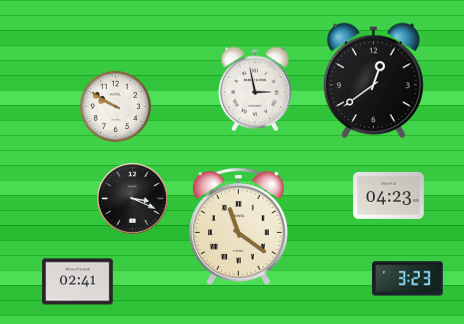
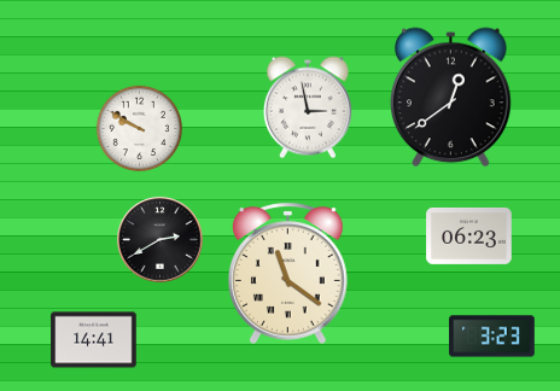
clock at (389, 195): 04:23 -> 06:23
clock at (133, 199): 3:19 -> 2:40
clock at (78, 282): 02:41 -> 14:41
